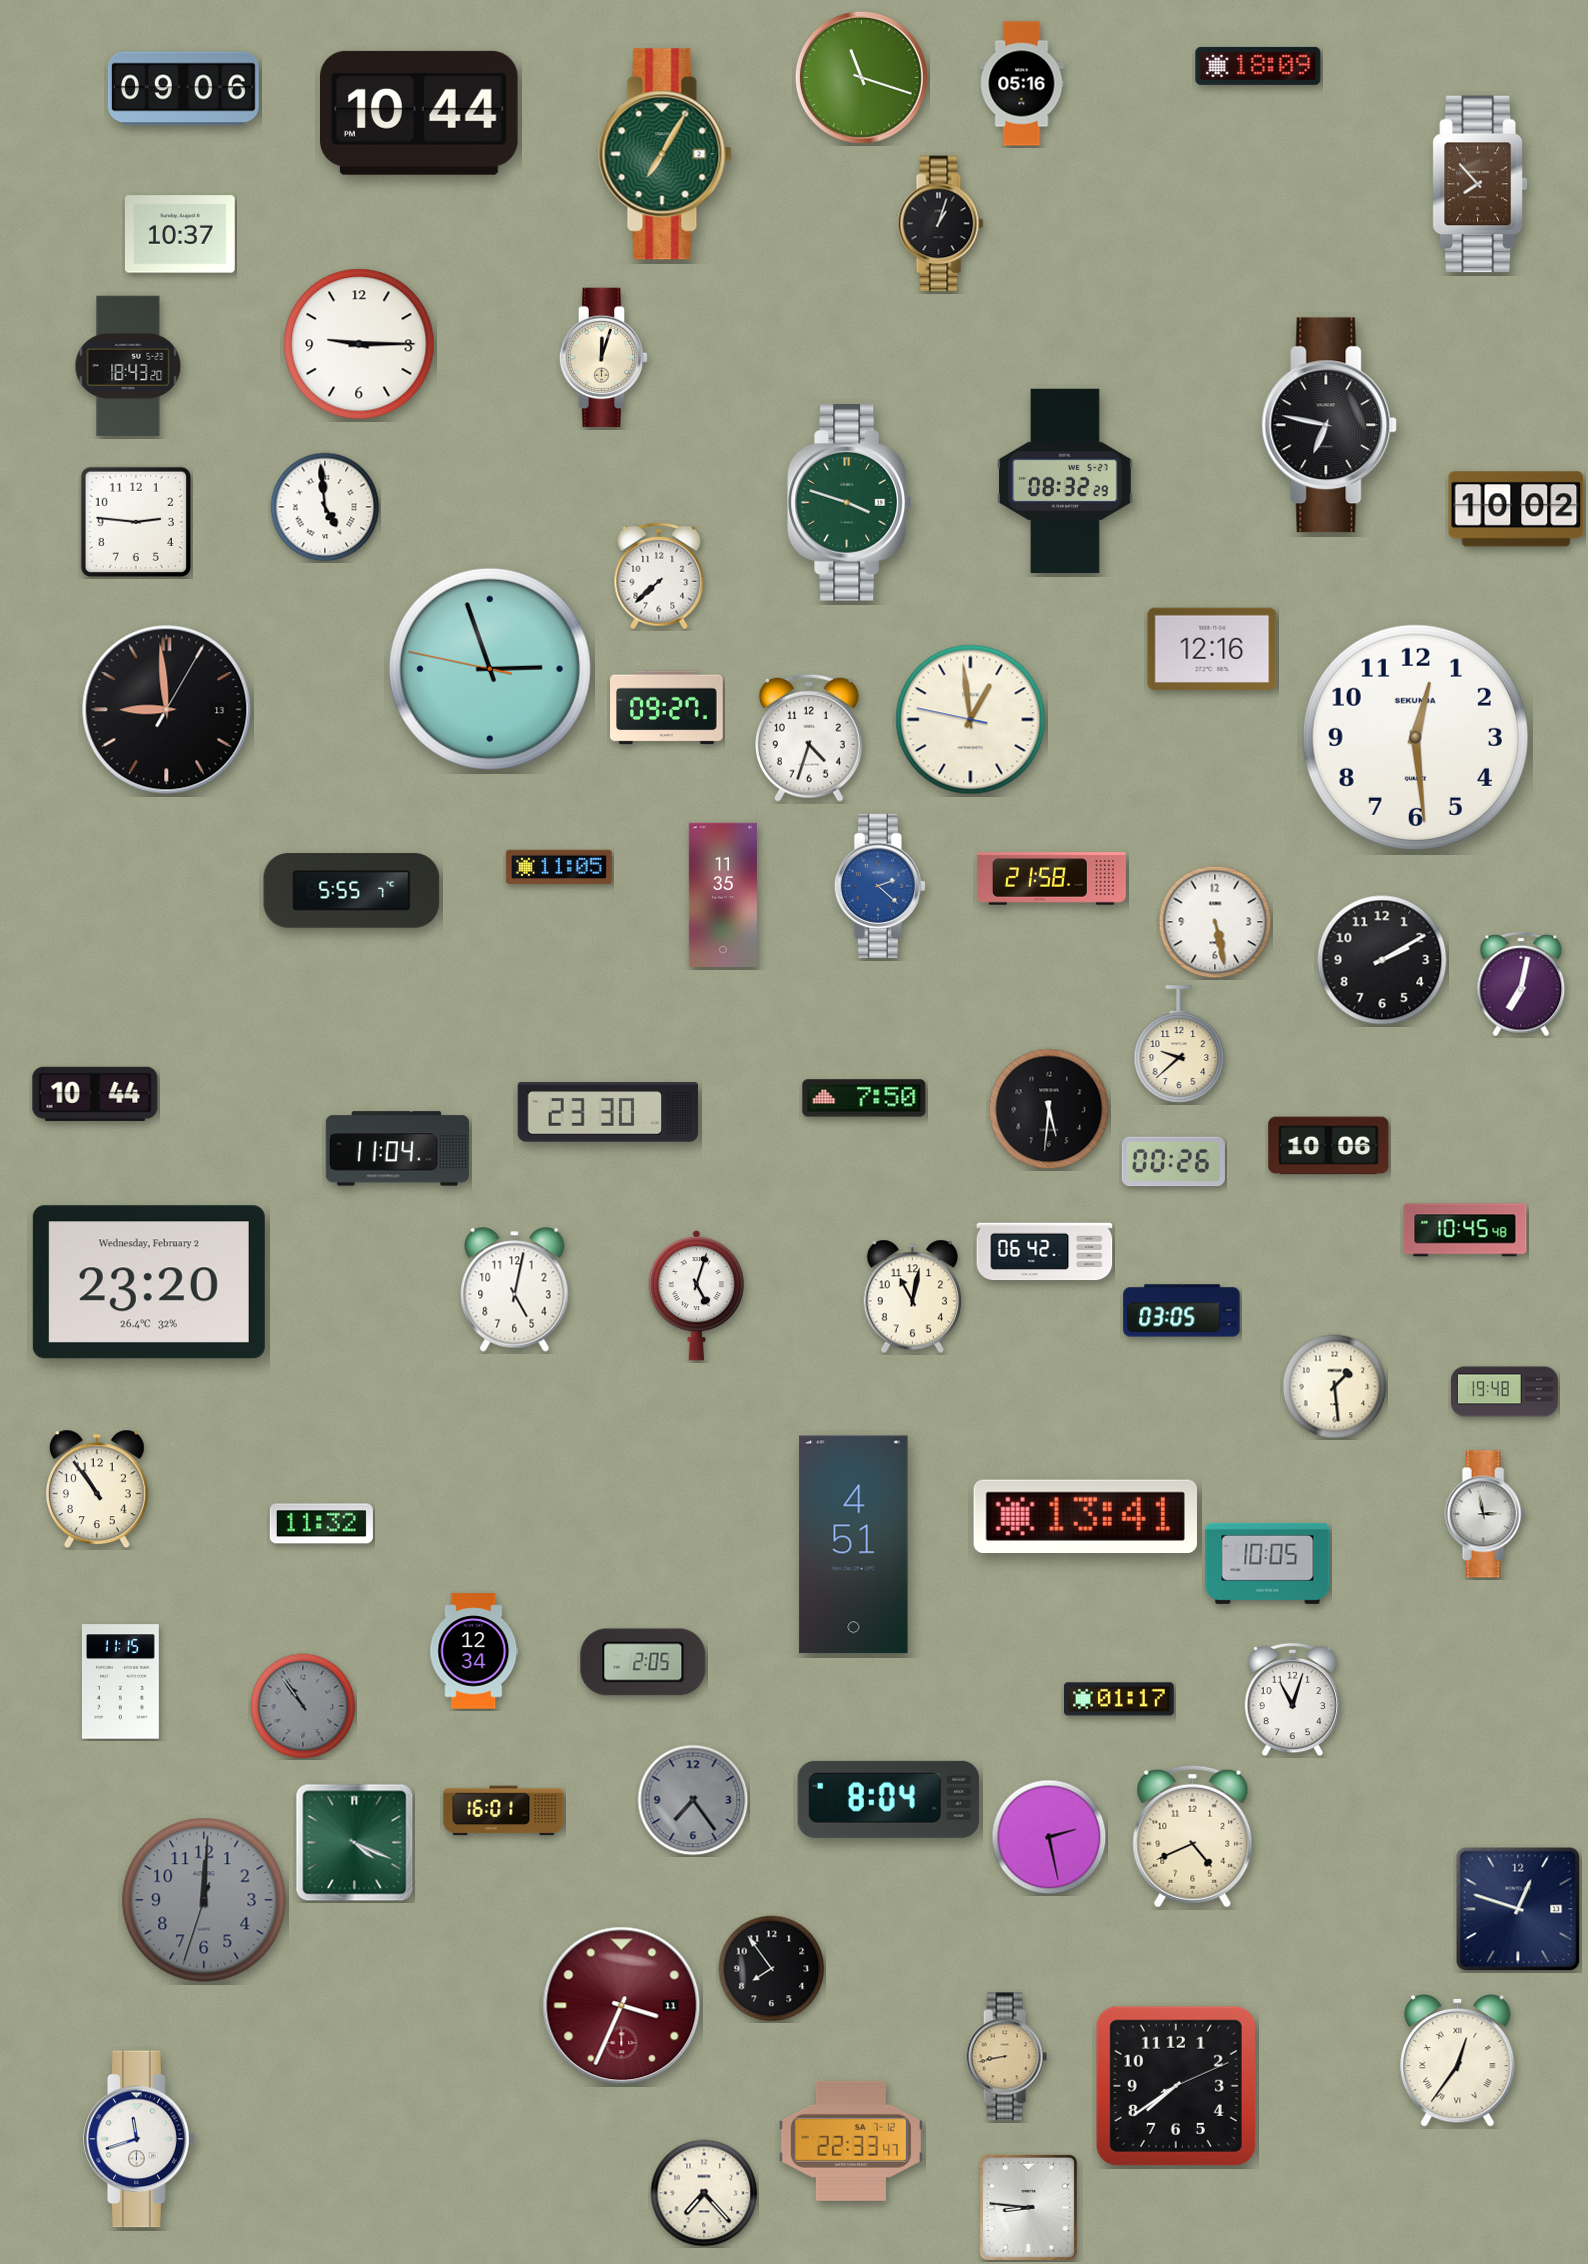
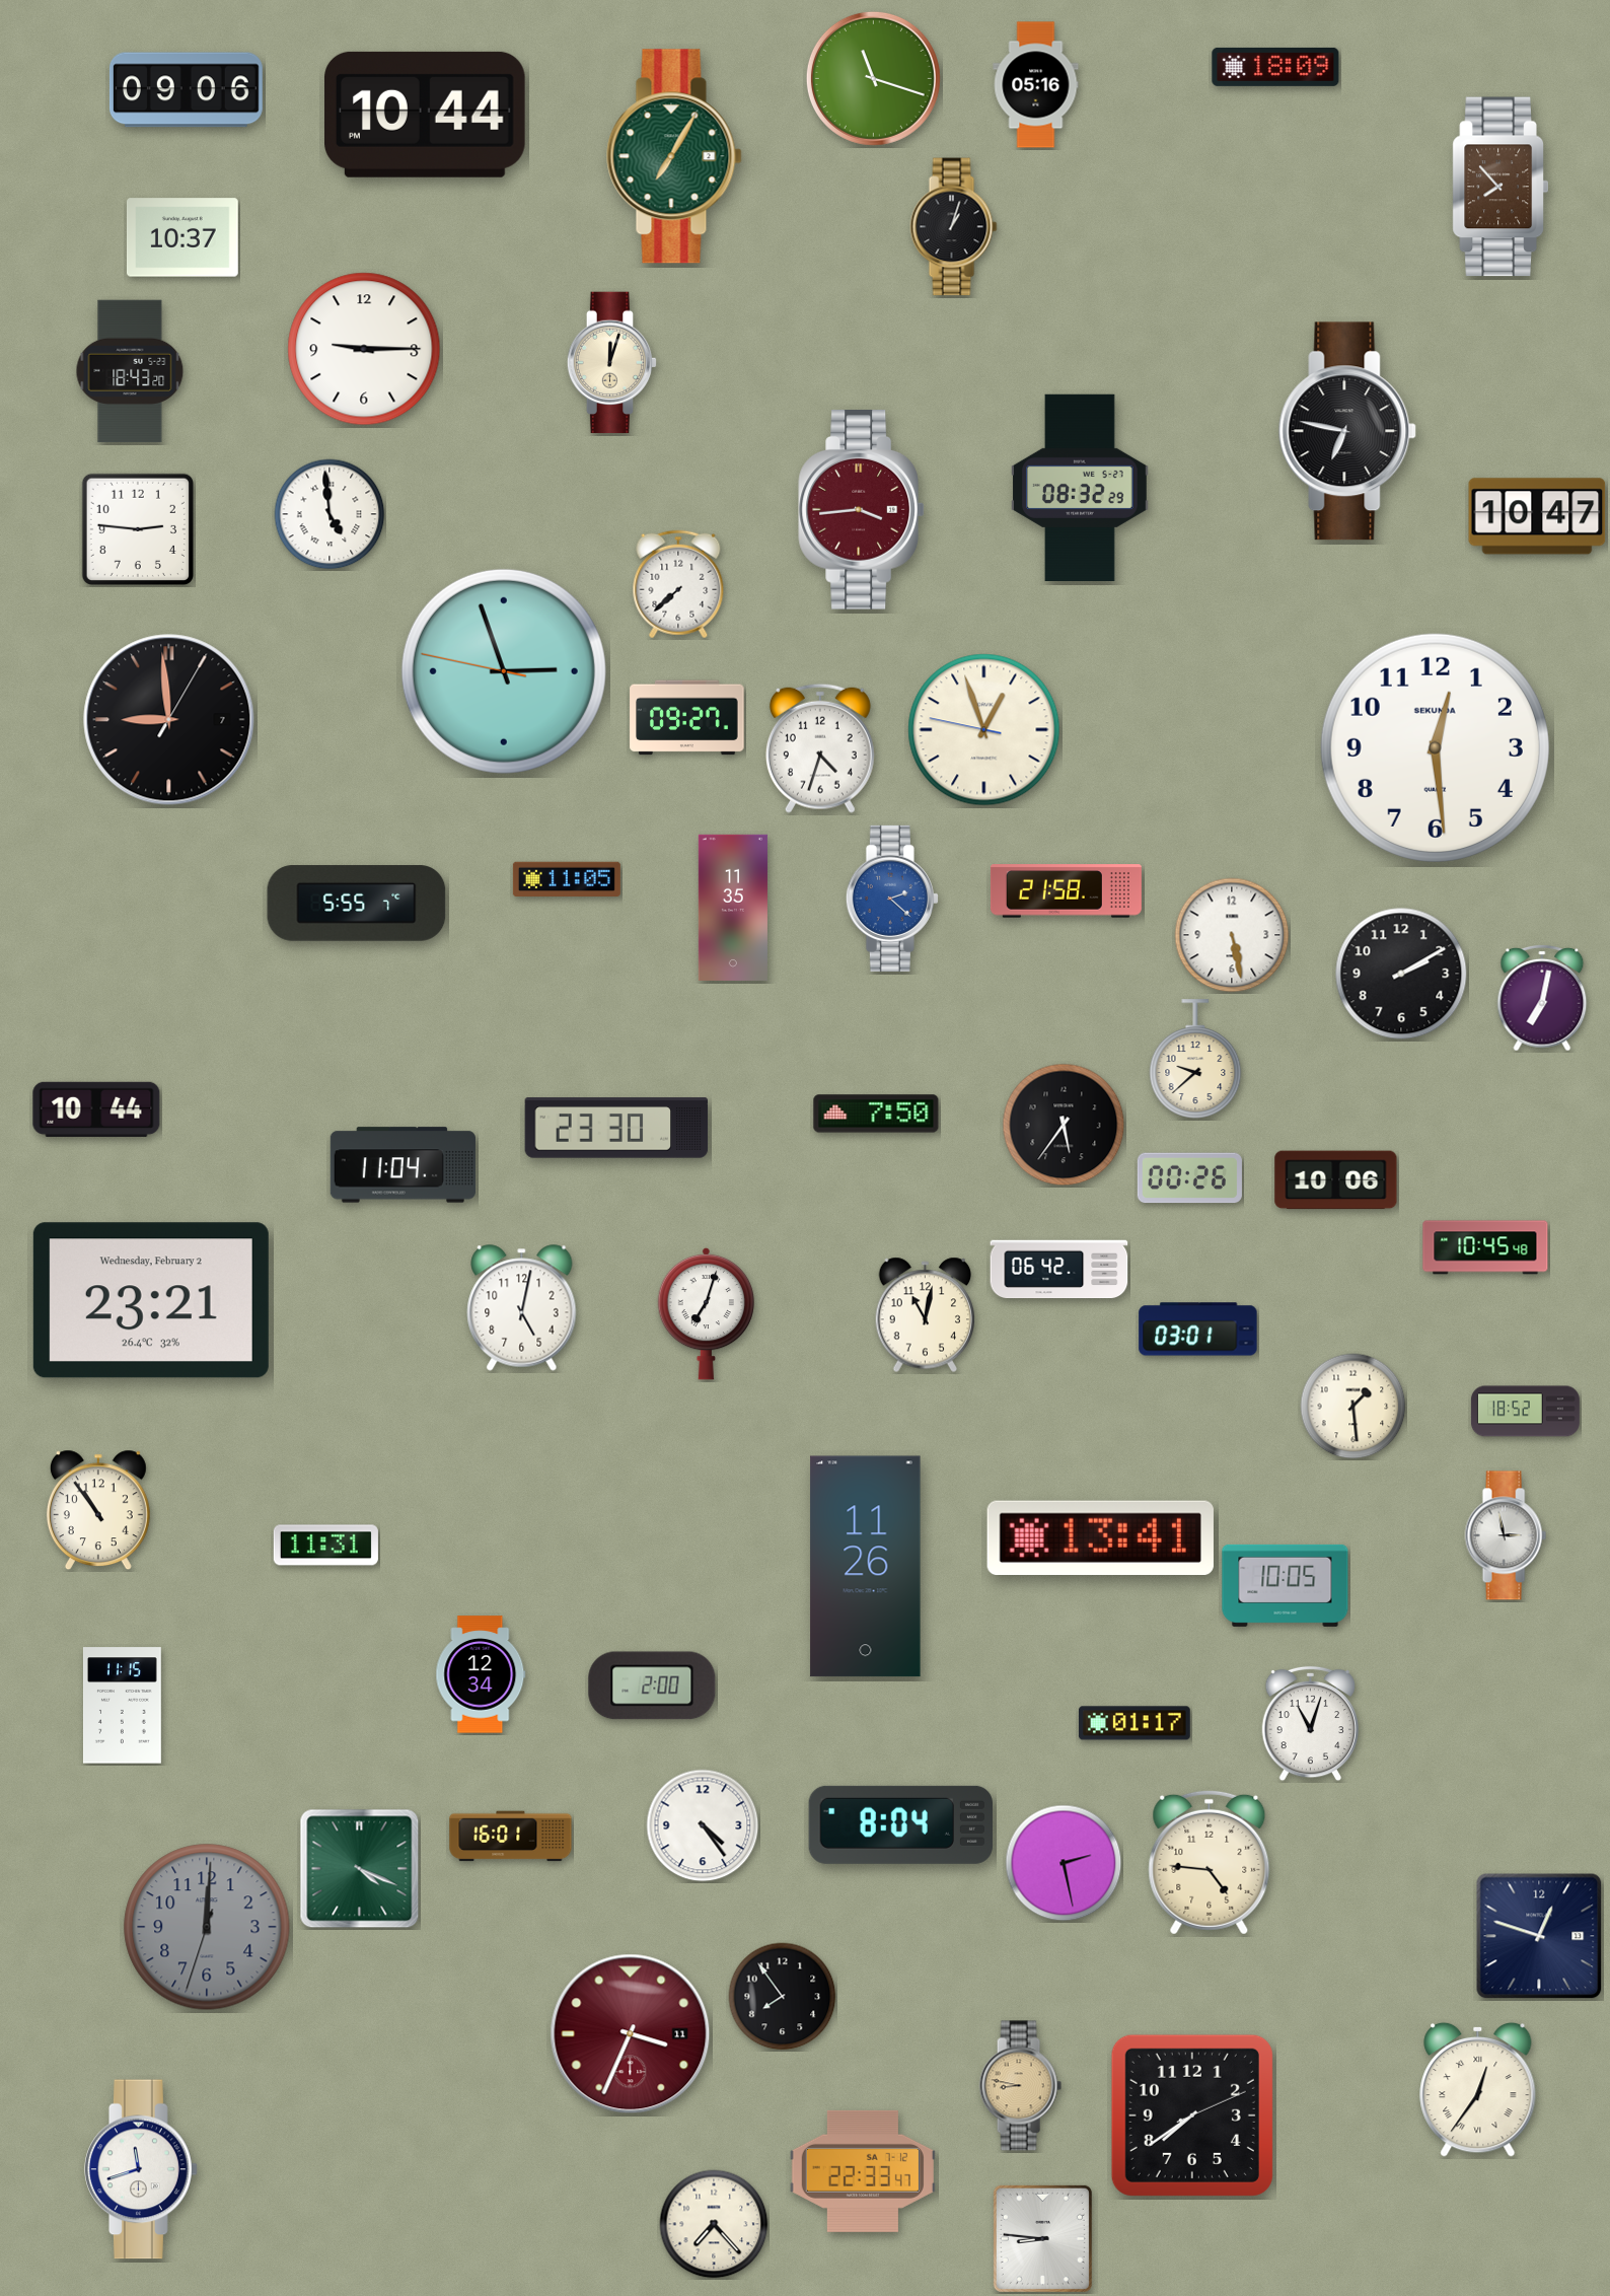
clock at (849, 503): 3:48 -> 3:44
clock at (849, 503) dial: green -> burgundy
clock at (1516, 509): 10:02 -> 10:47
clock at (659, 576) position: (659, 576) -> (678, 584)
clock at (1212, 648): 12:16 -> none
clock at (490, 669) position: (490, 669) -> (504, 671)
clock at (667, 708) position: (667, 708) -> (687, 718)
clock at (167, 710) date: 13 -> 7
clock at (971, 720): 12:58 -> 12:56
clock at (1049, 1109): 5:31 -> 5:36
clock at (1329, 1146) position: (1329, 1146) -> (1336, 1180)
clock at (149, 1282): 23:20 -> 23:21
clock at (696, 1295): 5:03 -> 7:03
clock at (1182, 1311): 03:05 -> 03:01
clock at (1504, 1392): 19:48 -> 18:52
clock at (321, 1524): 11:32 -> 11:31
clock at (854, 1545): 4:51 -> 11:26
clock at (643, 1662): 2:05 -> 2:00
clock at (303, 1706): 10:54 -> none
clock at (693, 1800): 7:24 -> 4:24
clock at (693, 1800) dial: grey -> white
clock at (1193, 1836): 4:41 -> 4:46
clock at (1006, 2057): 8:43 -> 8:47
